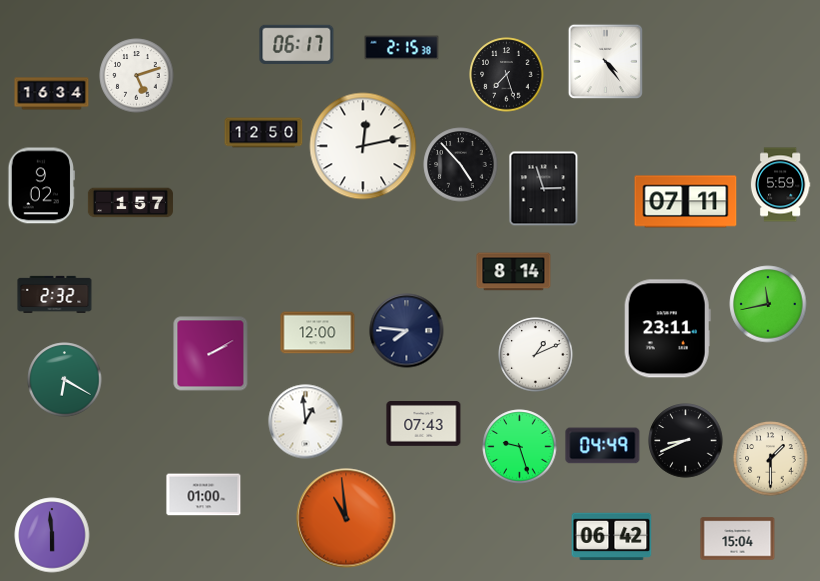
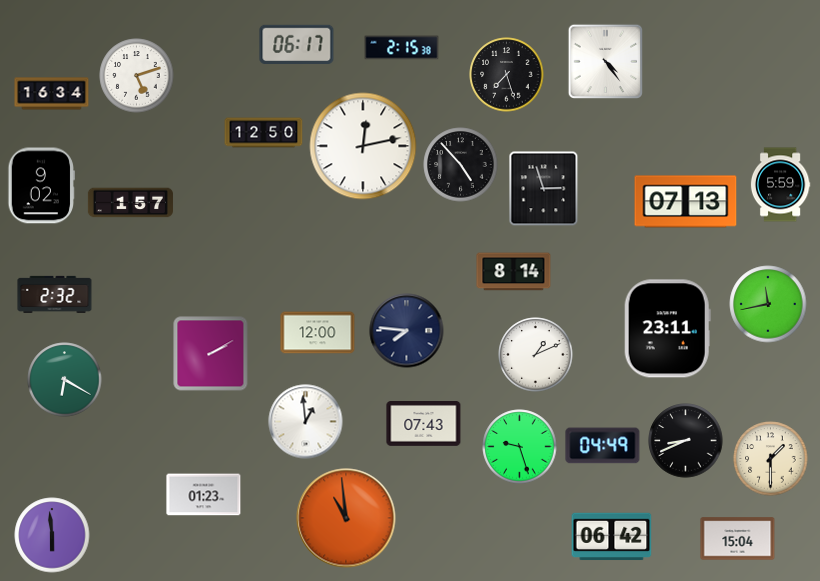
clock at (686, 202): 07:11 -> 07:13
clock at (204, 495): 01:00 -> 01:23
